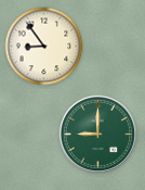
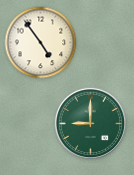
clock at (44, 47): 8:54 -> 4:54
